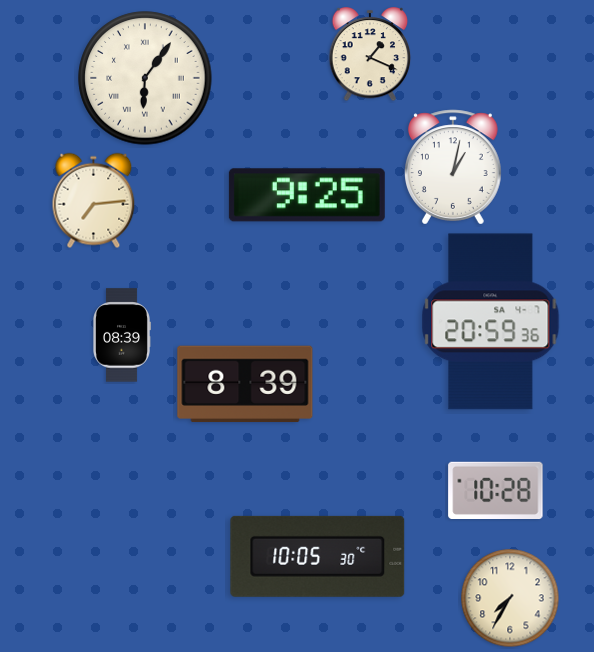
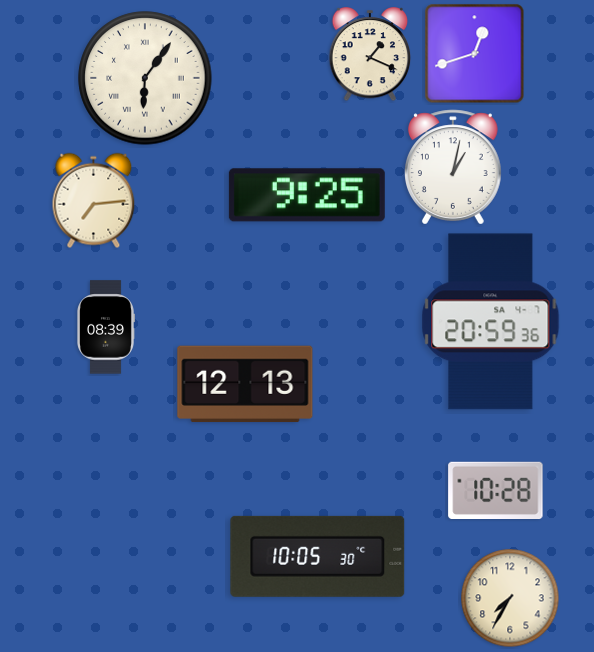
clock at (475, 54): none -> 12:42
clock at (122, 335) position: (122, 335) -> (106, 327)
clock at (245, 384): 8:39 -> 12:13
